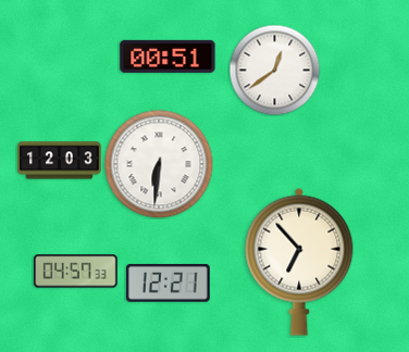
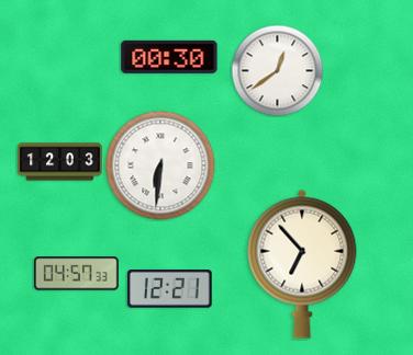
clock at (168, 56): 00:51 -> 00:30
clock at (168, 284) position: (168, 284) -> (169, 289)
